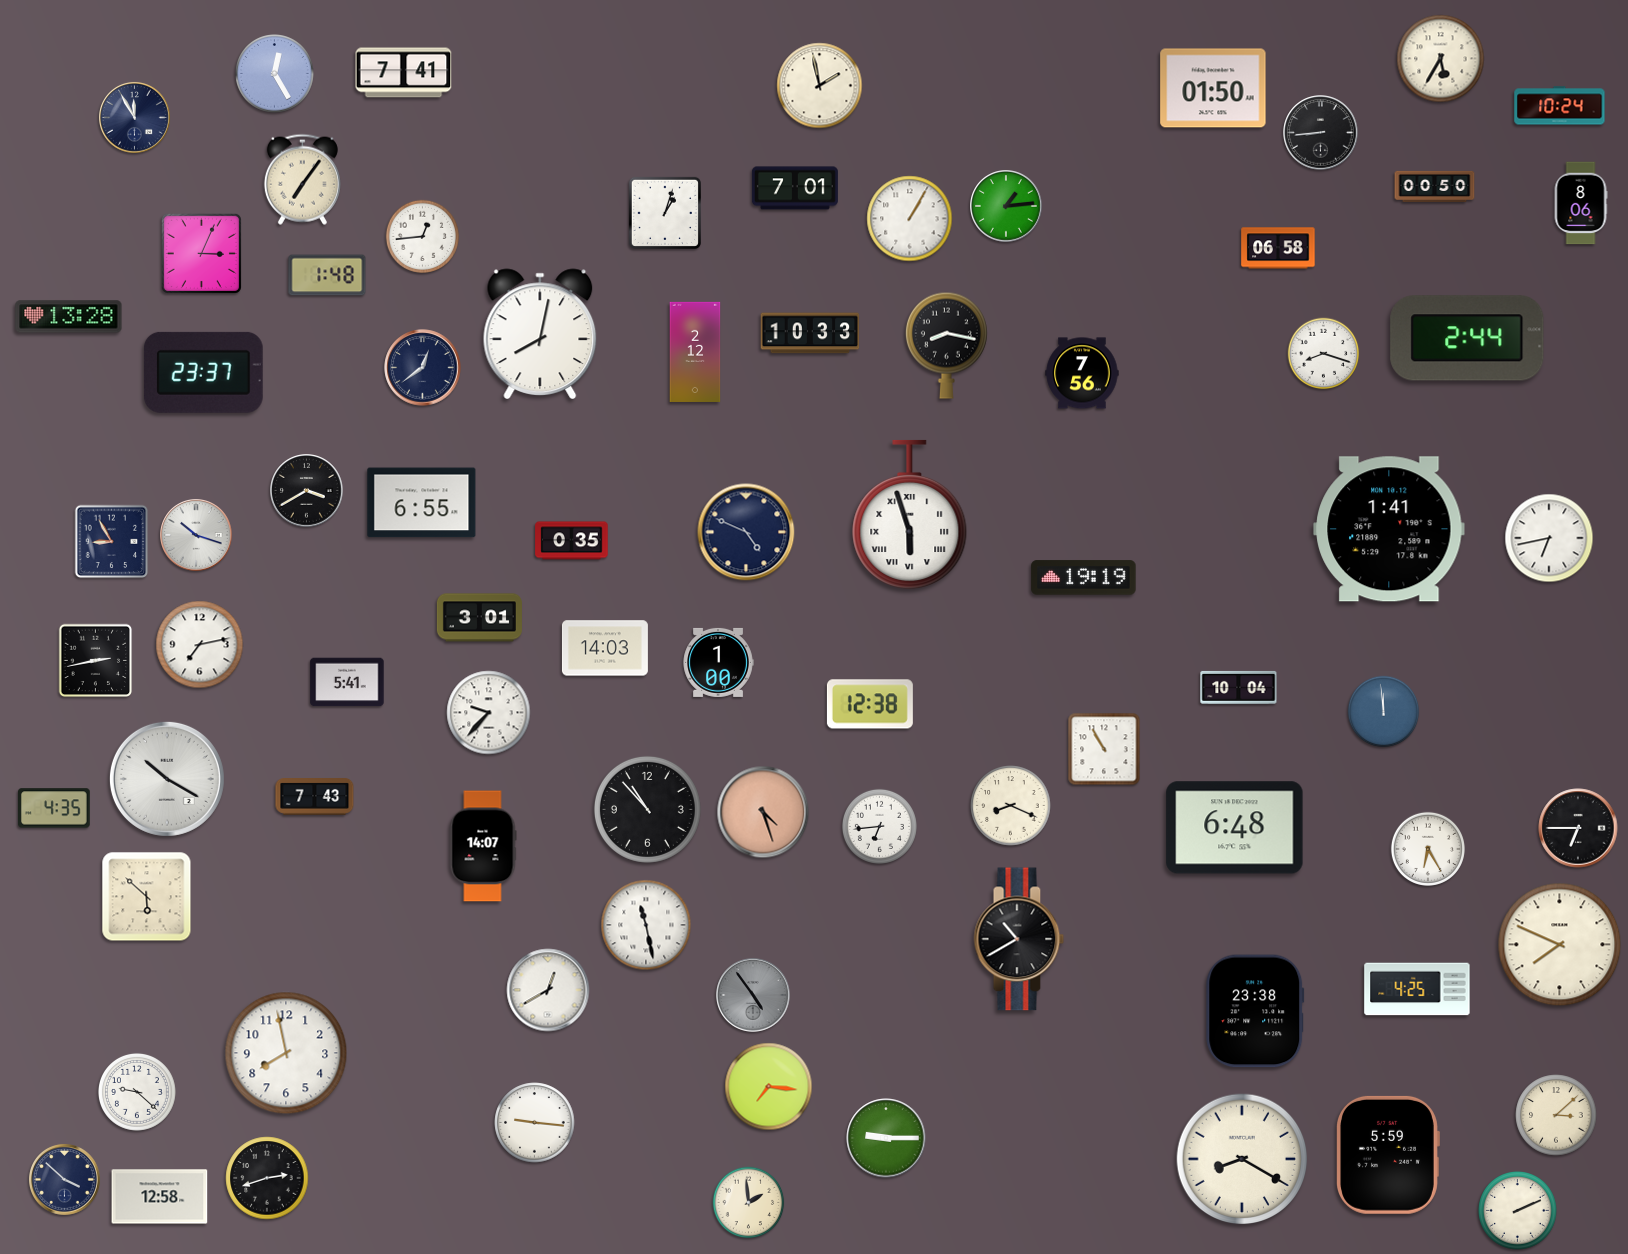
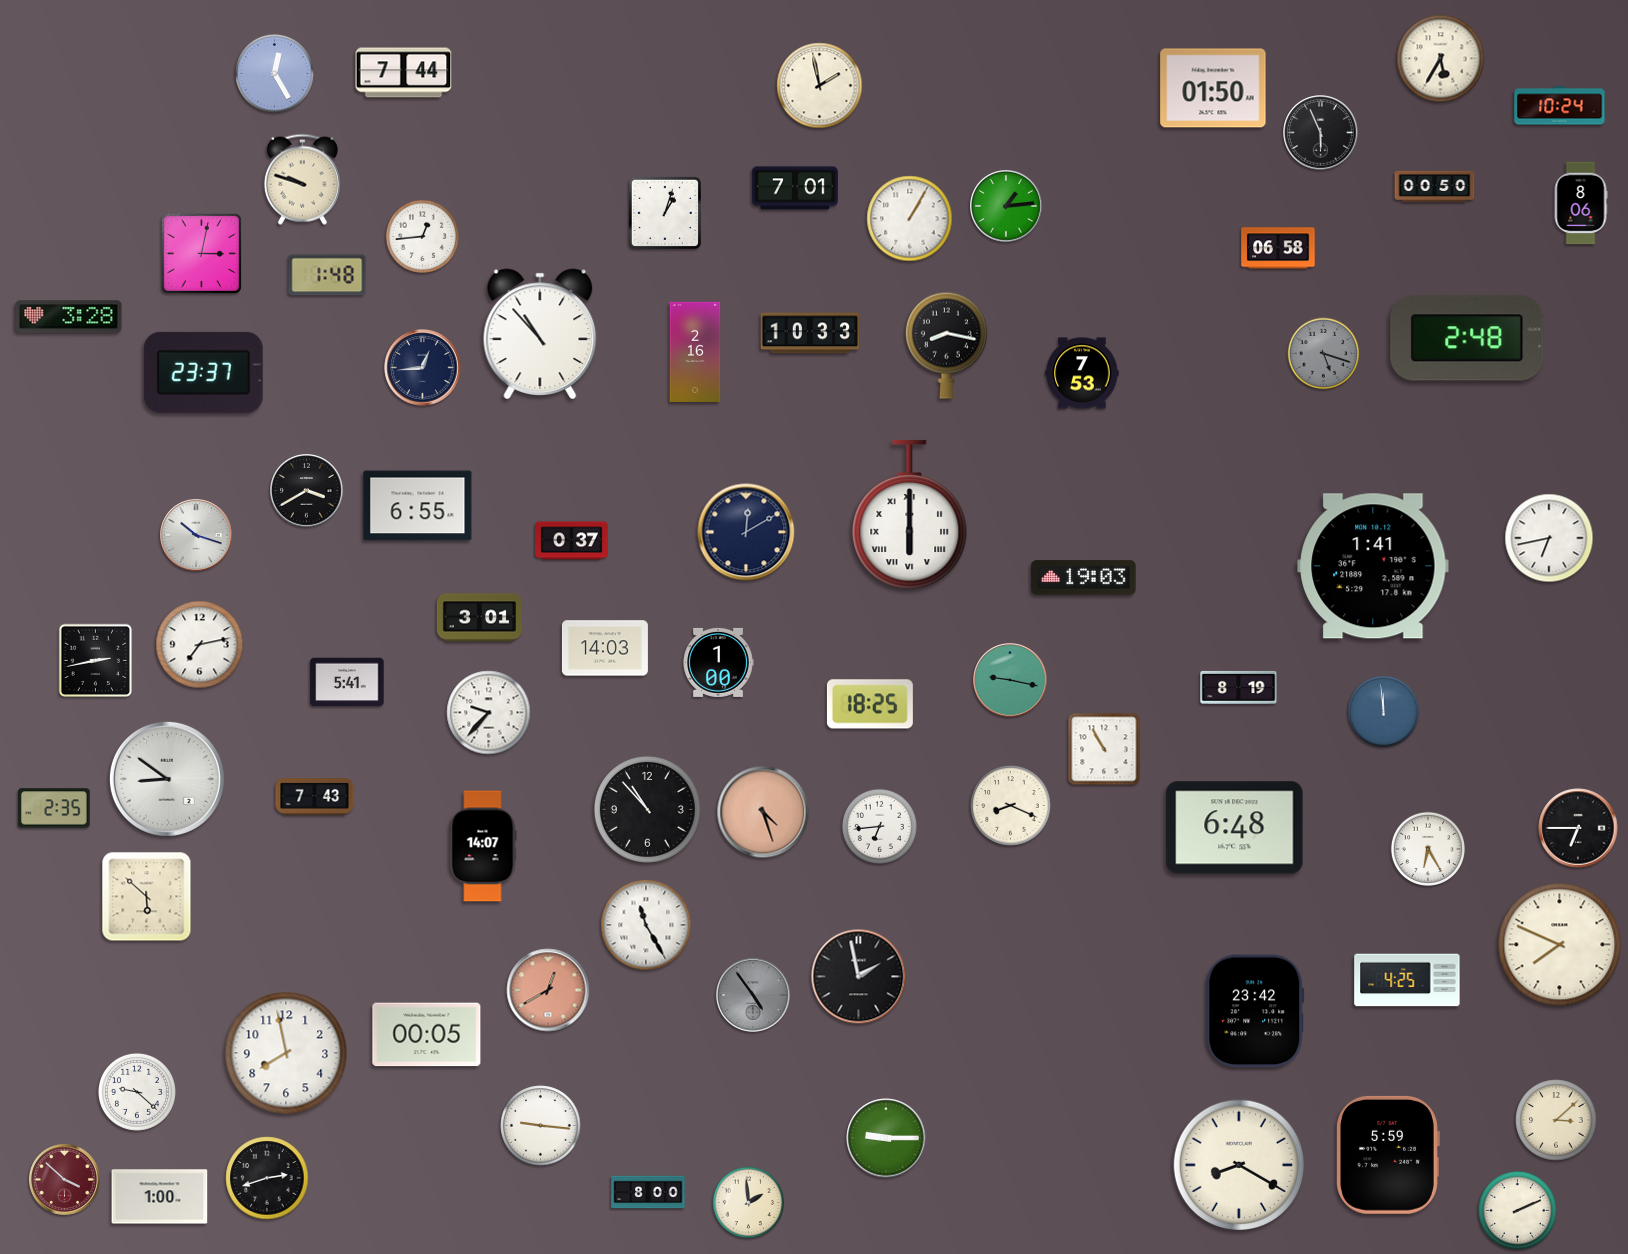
clock at (404, 73): 7:41 -> 7:44
clock at (134, 117): 11:55 -> none
clock at (1321, 133): 8:44 -> 5:56
clock at (302, 179): 7:06 -> 9:48
clock at (201, 253): 3:04 -> 3:02
clock at (69, 317): 13:28 -> 3:28
clock at (540, 334): 8:02 -> 10:53
clock at (1467, 338): 2:44 -> 2:48
clock at (695, 352): 2:12 -> 2:16
clock at (1324, 354): 8:18 -> 5:18
clock at (1324, 354) dial: white -> grey
clock at (423, 368): 12:39 -> 12:44
clock at (1082, 373): 7:56 -> 7:53
clock at (422, 503) position: (422, 503) -> (418, 506)
clock at (910, 515): 5:57 -> 6:00
clock at (1389, 529) position: (1389, 529) -> (1373, 566)
clock at (746, 532): 4:49 -> 12:10
clock at (572, 541): 0:35 -> 0:37
clock at (112, 542): 8:55 -> none
clock at (1084, 578): 19:19 -> 19:03
clock at (1010, 680): none -> 9:17
clock at (1239, 687): 10:04 -> 8:19
clock at (870, 704): 12:38 -> 18:25
clock at (167, 779): 10:20 -> 8:51
clock at (55, 808): 4:35 -> 2:35
clock at (646, 925): 11:28 -> 11:25
clock at (1019, 939): 10:40 -> none
clock at (859, 977): none -> 1:58
clock at (1417, 989) position: (1417, 989) -> (1407, 980)
clock at (548, 990) dial: white -> salmon
clock at (1255, 1011): 23:38 -> 23:42
clock at (427, 1035): none -> 00:05
clock at (769, 1087): 7:16 -> none
clock at (1556, 1115) position: (1556, 1115) -> (1556, 1120)
clock at (535, 1123) position: (535, 1123) -> (541, 1126)
clock at (1242, 1159) position: (1242, 1159) -> (1239, 1165)
clock at (64, 1179) dial: navy -> burgundy
clock at (648, 1192): none -> 8:00
clock at (160, 1197): 12:58 -> 1:00
